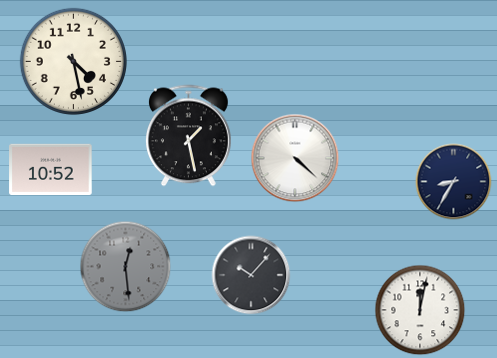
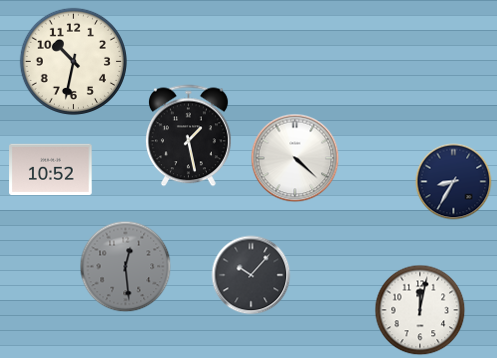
clock at (73, 61): 4:28 -> 10:32
